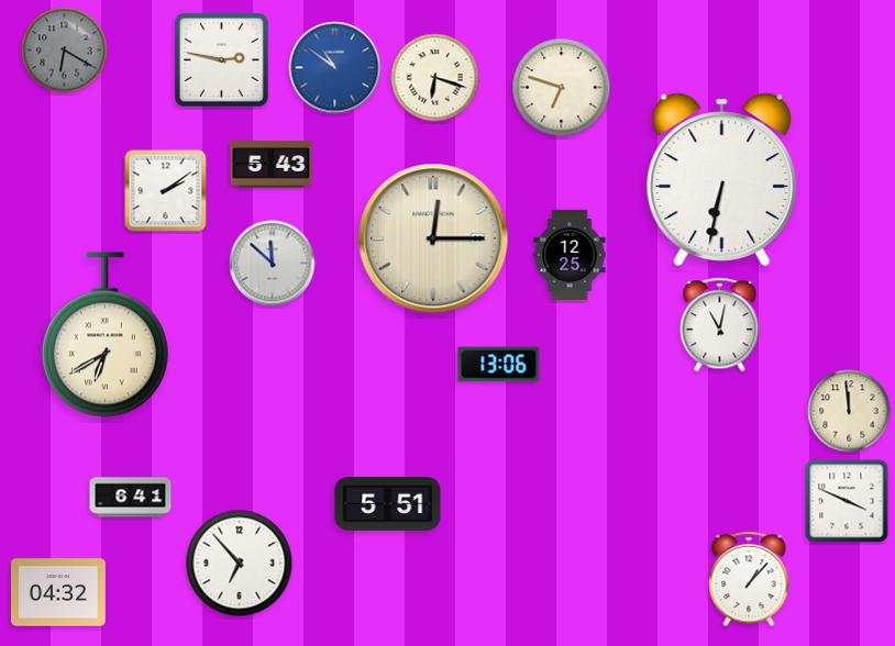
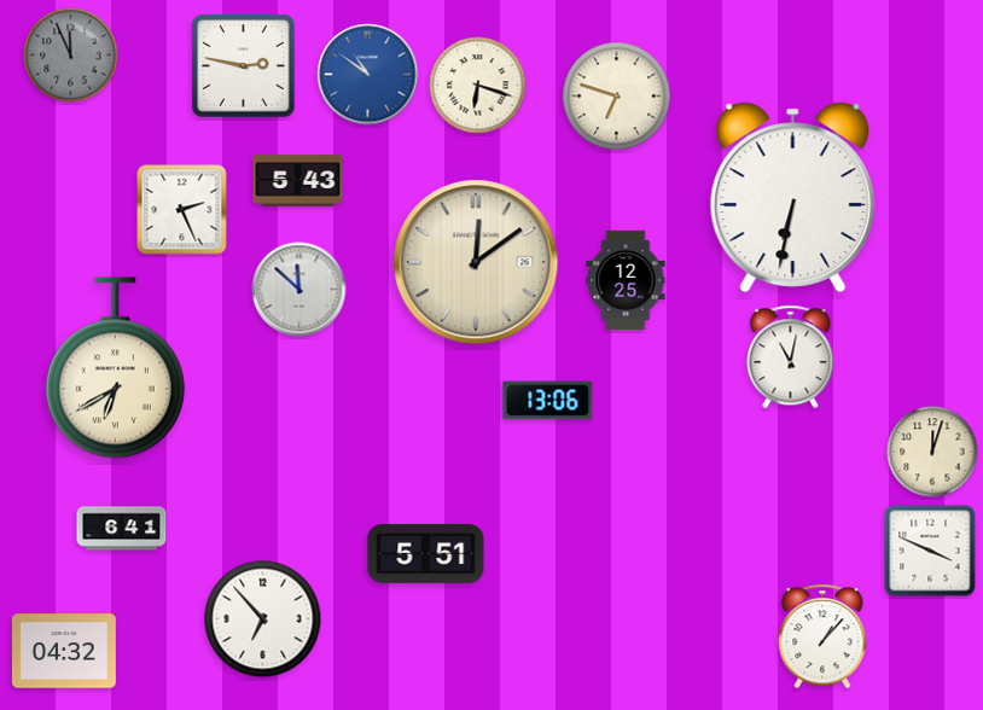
clock at (65, 51): 6:20 -> 11:56
clock at (166, 191): 2:09 -> 2:26
clock at (433, 238): 12:15 -> 12:09
clock at (849, 411): 11:59 -> 12:03
clock at (131, 498) position: (131, 498) -> (122, 529)
